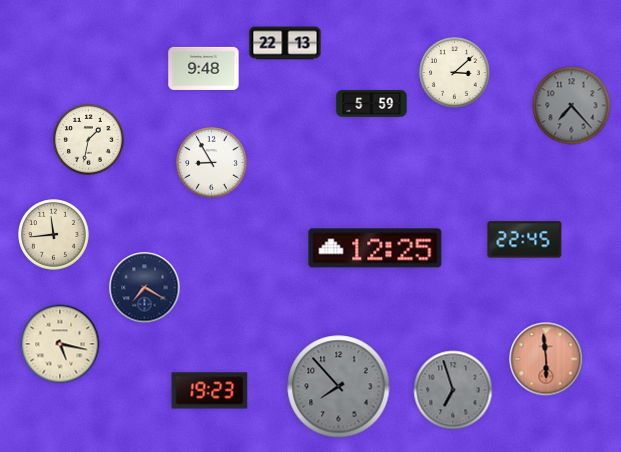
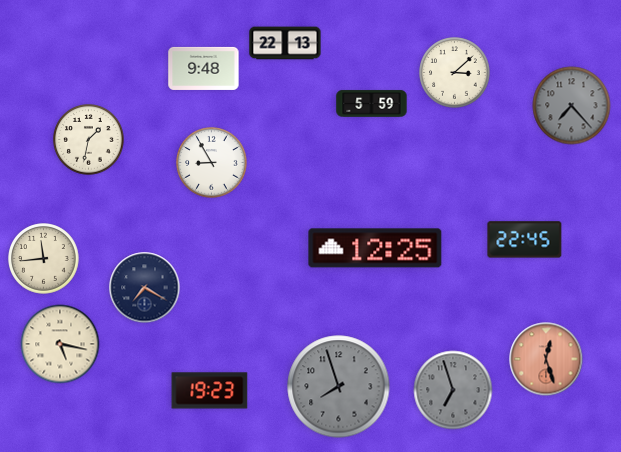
clock at (54, 235) position: (54, 235) -> (44, 259)
clock at (546, 359): 5:59 -> 12:27
clock at (339, 387): 7:53 -> 7:57
